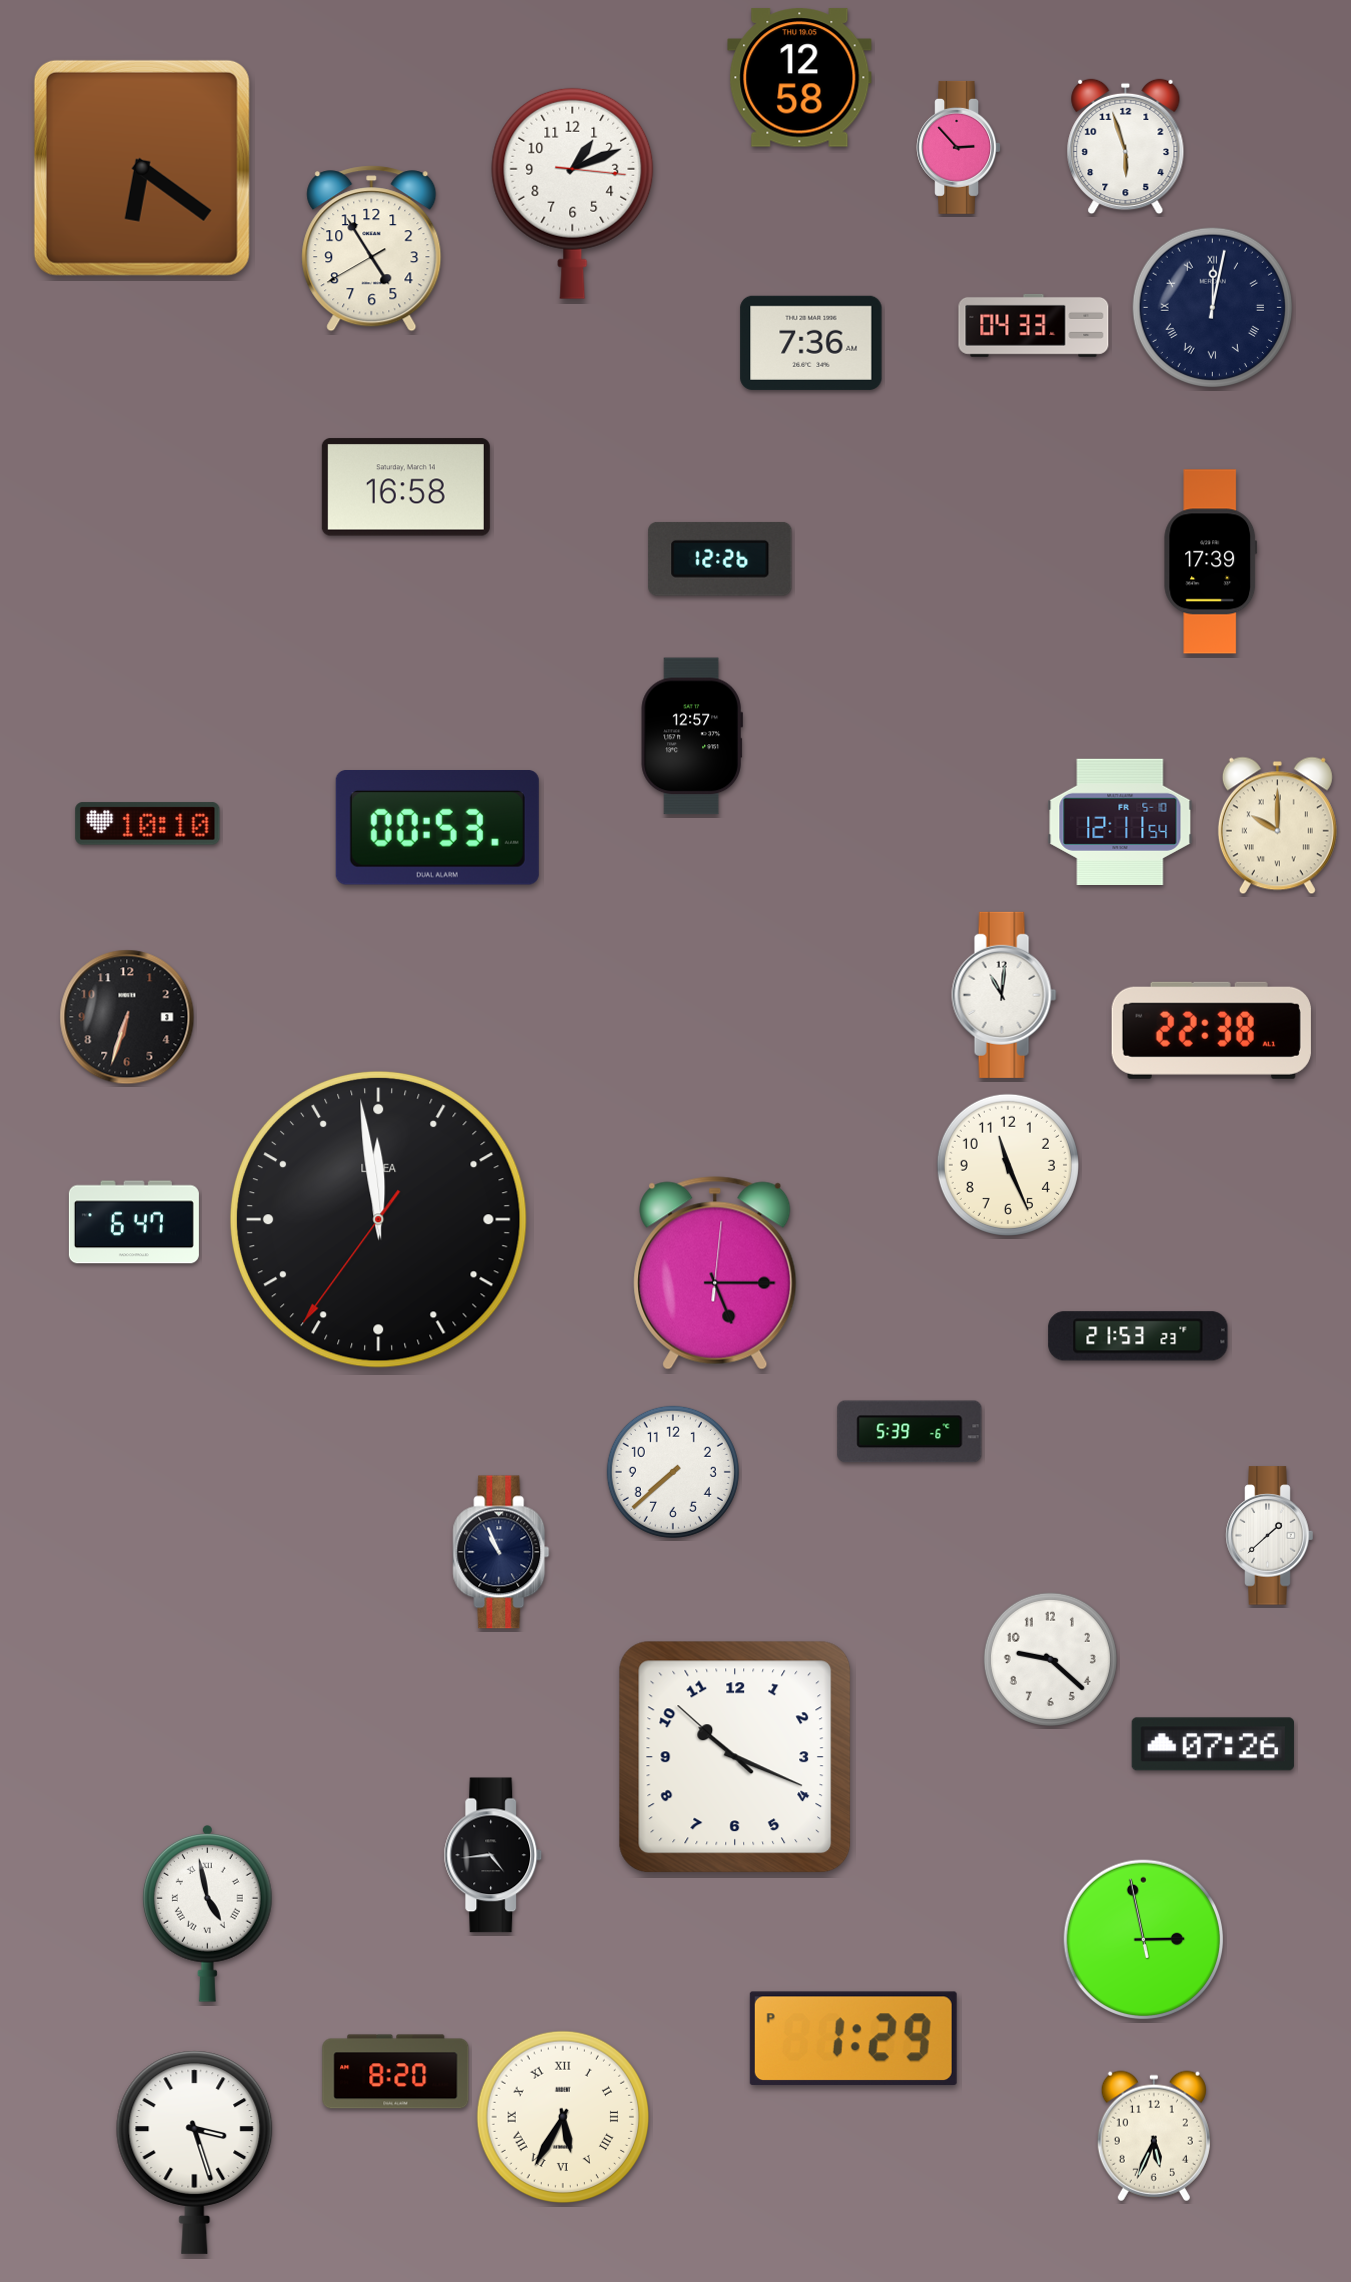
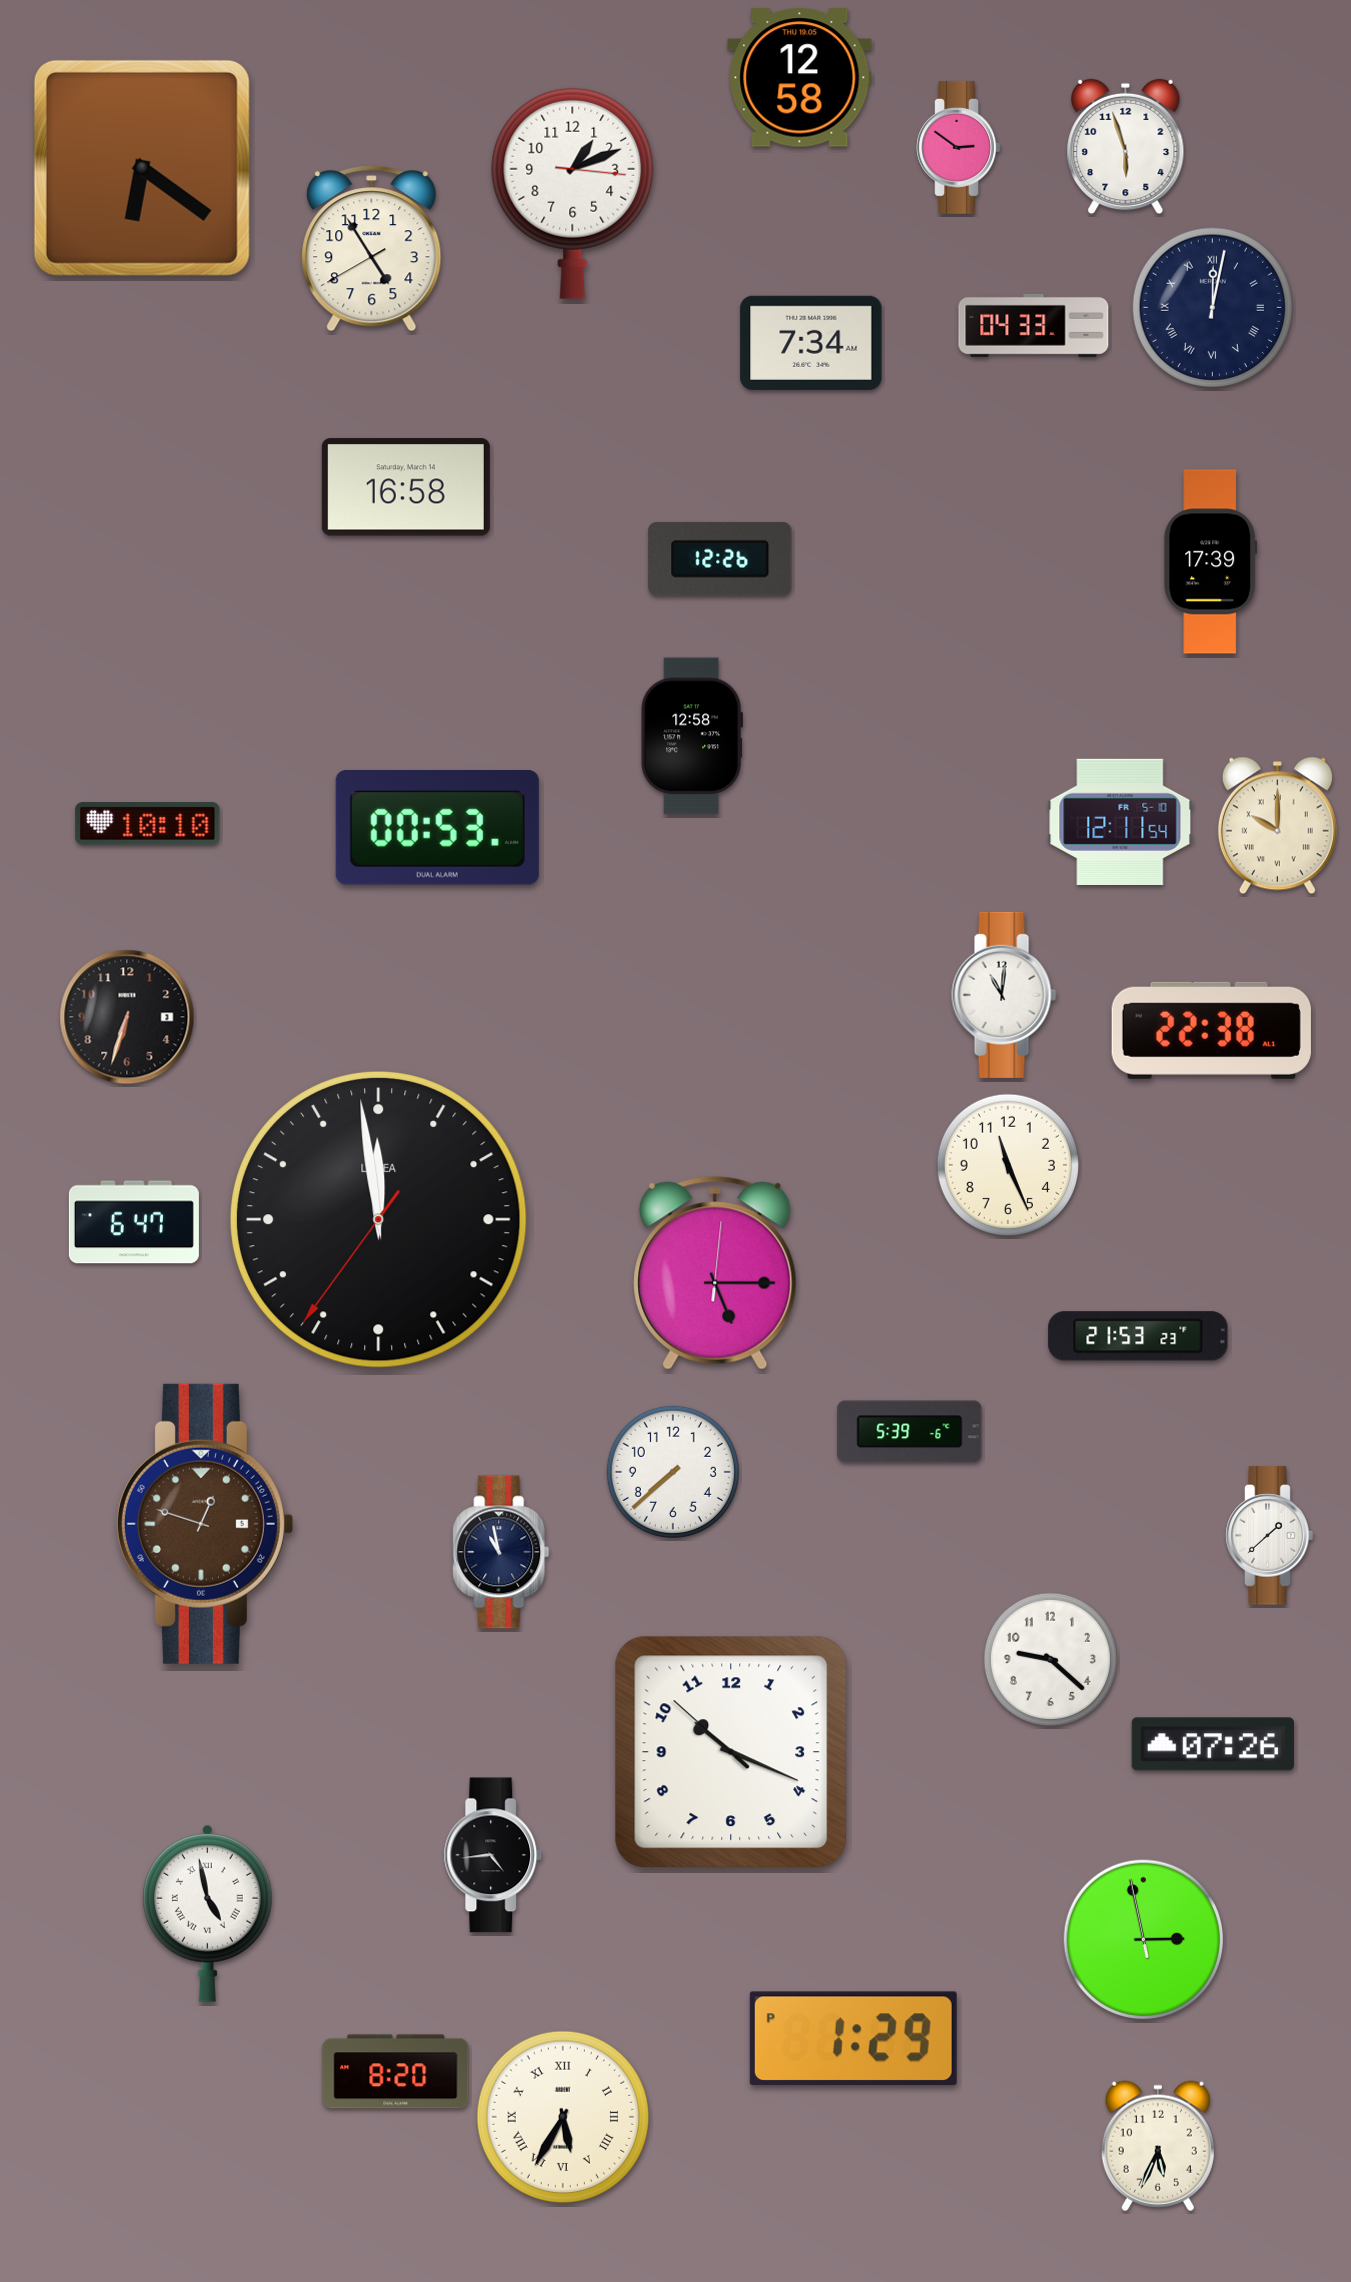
clock at (958, 147): 2:53 -> 2:51
clock at (811, 343): 7:36 -> 7:34
clock at (692, 736): 12:57 -> 12:58
clock at (204, 1524): none -> 12:48
clock at (501, 1552): 10:56 -> 10:58
clock at (735, 1757) position: (735, 1757) -> (731, 1752)
clock at (1154, 2136) position: (1154, 2136) -> (1158, 2146)
clock at (195, 2152): 3:27 -> none
